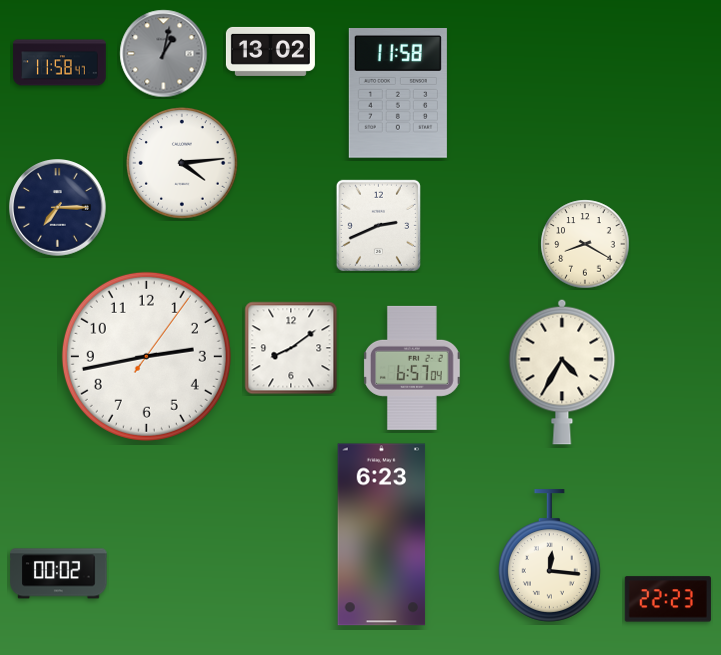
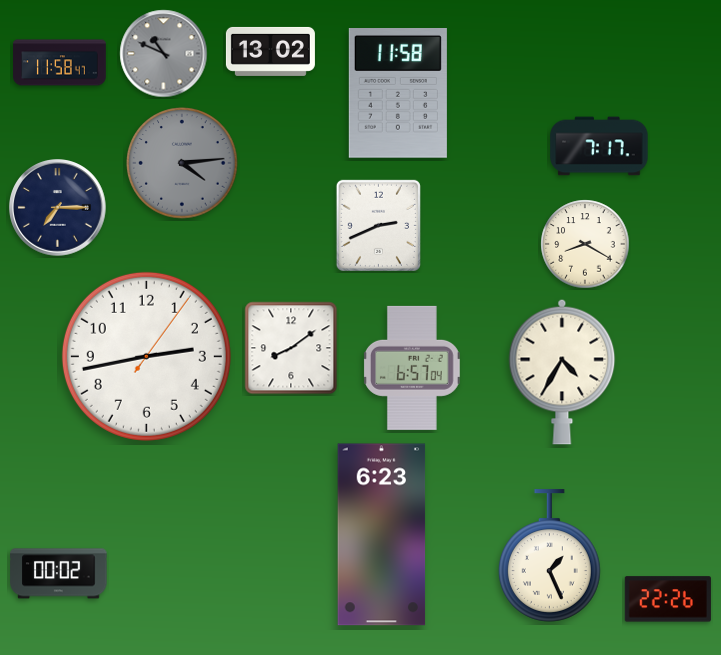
clock at (164, 54): 1:02 -> 10:49
clock at (599, 146): none -> 7:17
clock at (182, 163) dial: white -> grey
clock at (549, 556): 12:16 -> 1:26
clock at (668, 599): 22:23 -> 22:26
